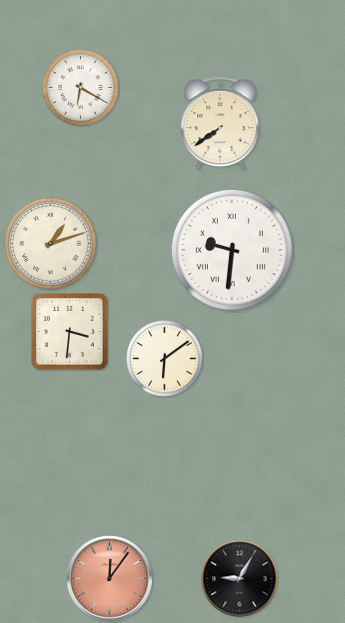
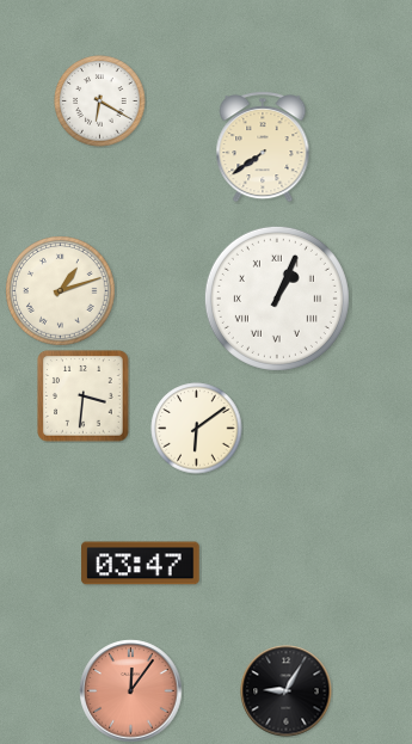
clock at (81, 88) position: (81, 88) -> (100, 102)
clock at (232, 250): 9:31 -> 1:04
clock at (141, 564): none -> 03:47
